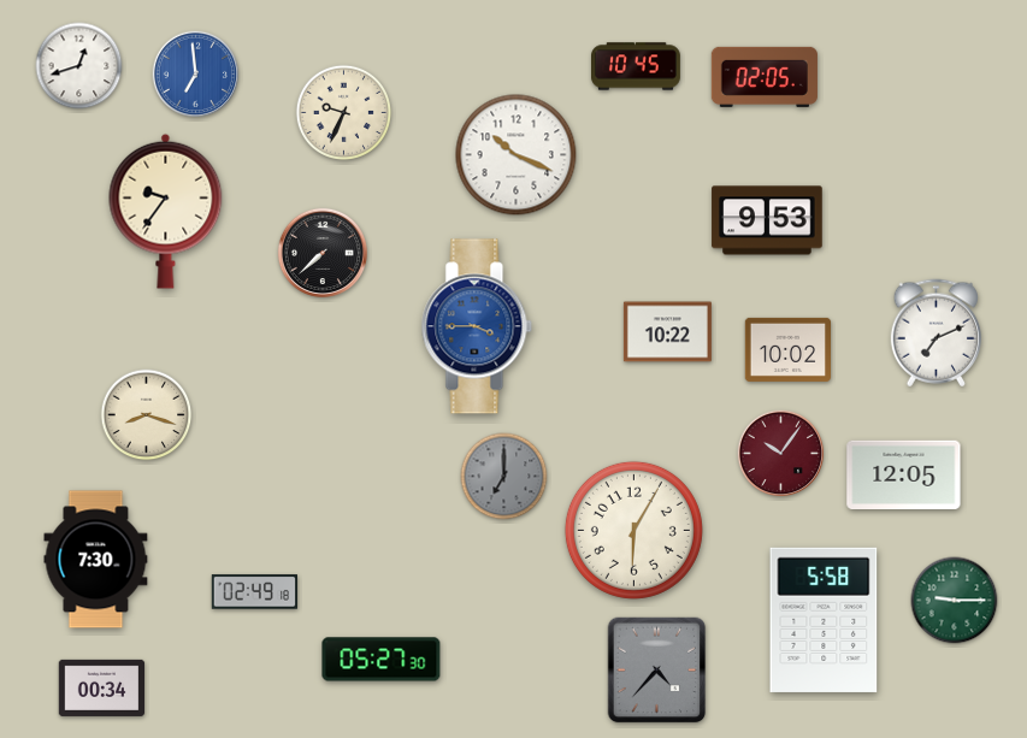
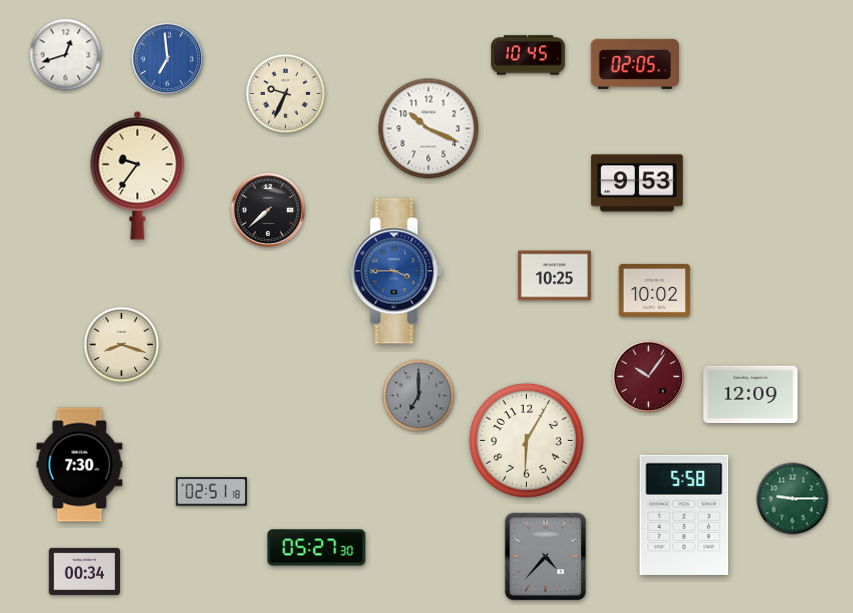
clock at (196, 75) position: (196, 75) -> (168, 59)
clock at (667, 332): 10:22 -> 10:25
clock at (935, 333): 7:11 -> none
clock at (904, 474): 12:05 -> 12:09
clock at (254, 592): 02:49 -> 02:51
